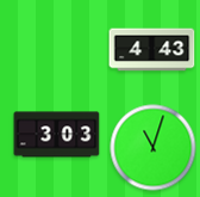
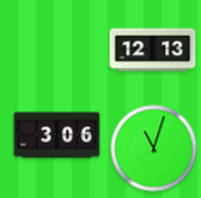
clock at (152, 50): 4:43 -> 12:13
clock at (57, 135): 3:03 -> 3:06
